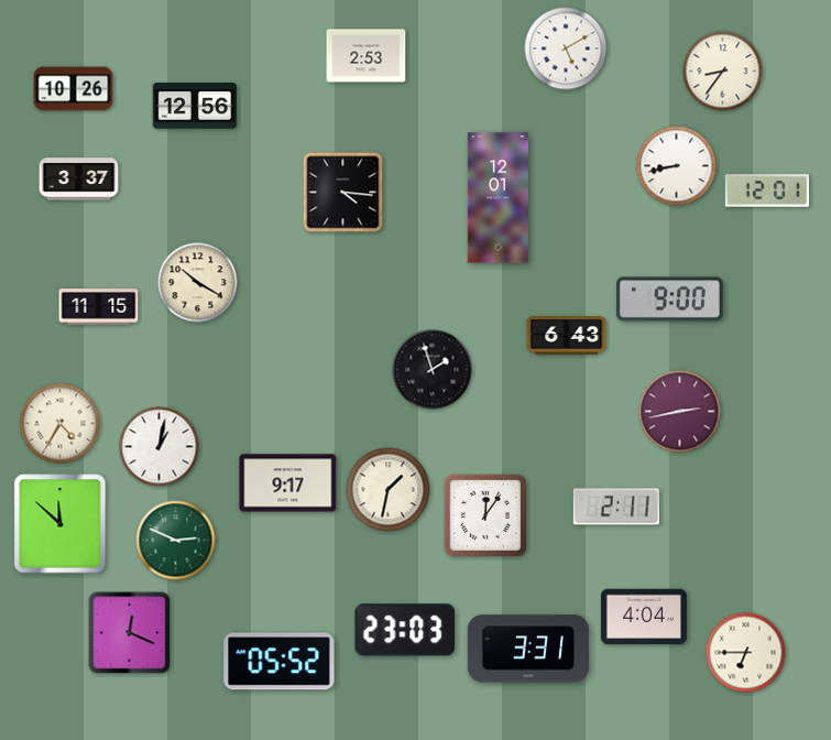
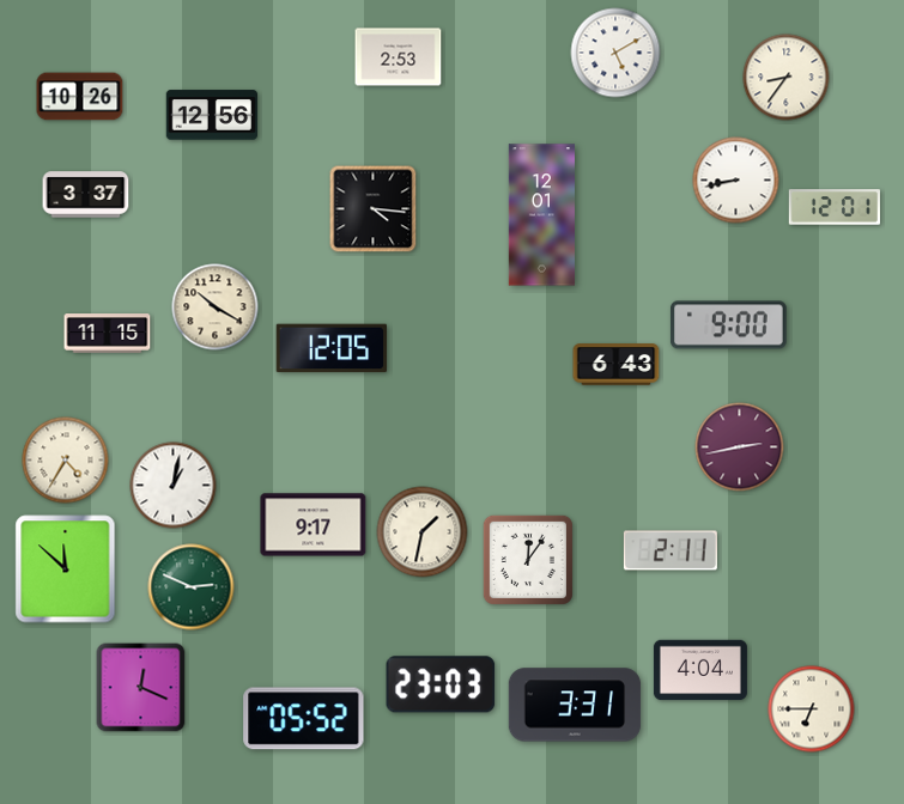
clock at (367, 56) position: (367, 56) -> (399, 57)
clock at (332, 348): none -> 12:05
clock at (433, 370): 1:57 -> none
